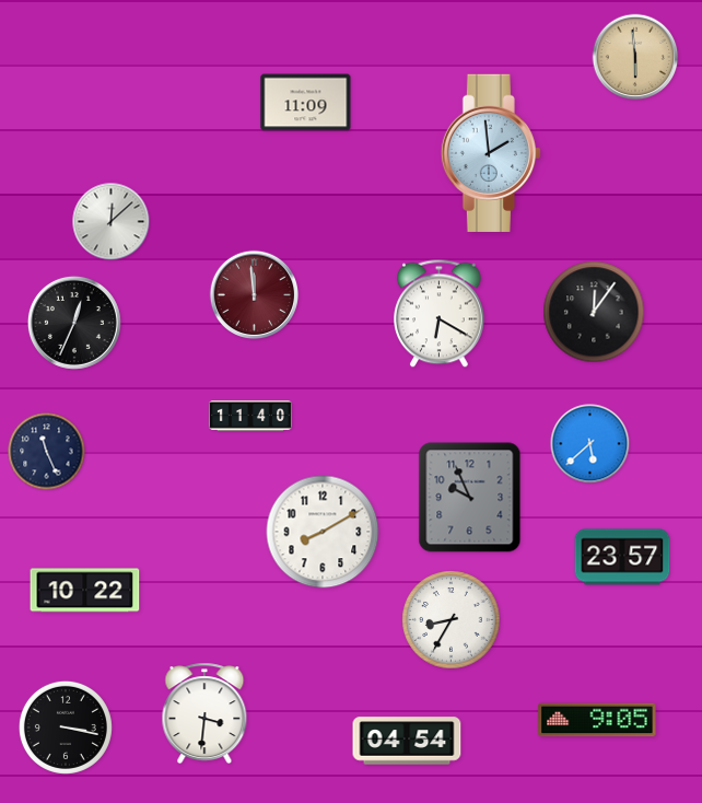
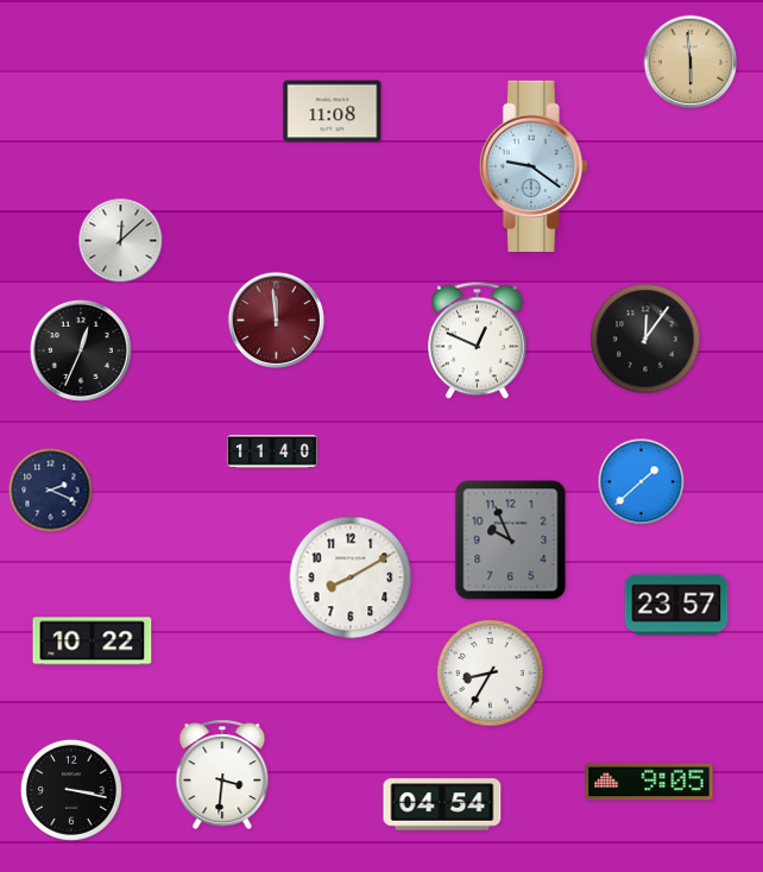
clock at (306, 103): 11:09 -> 11:08
clock at (491, 153): 1:59 -> 9:21
clock at (440, 314): 6:20 -> 12:49
clock at (590, 444): 5:38 -> 1:38
clock at (47, 452): 11:26 -> 2:19
